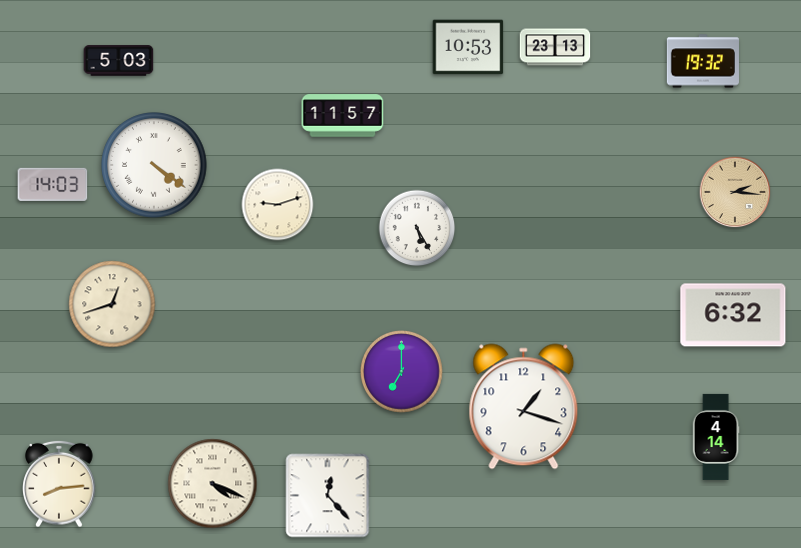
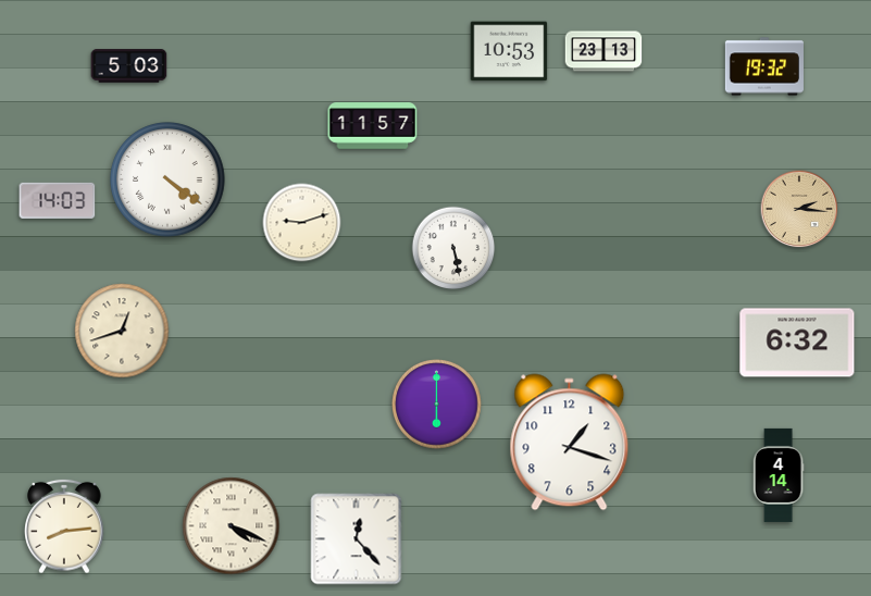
clock at (417, 228): 5:25 -> 5:28
clock at (402, 372): 7:00 -> 6:00
